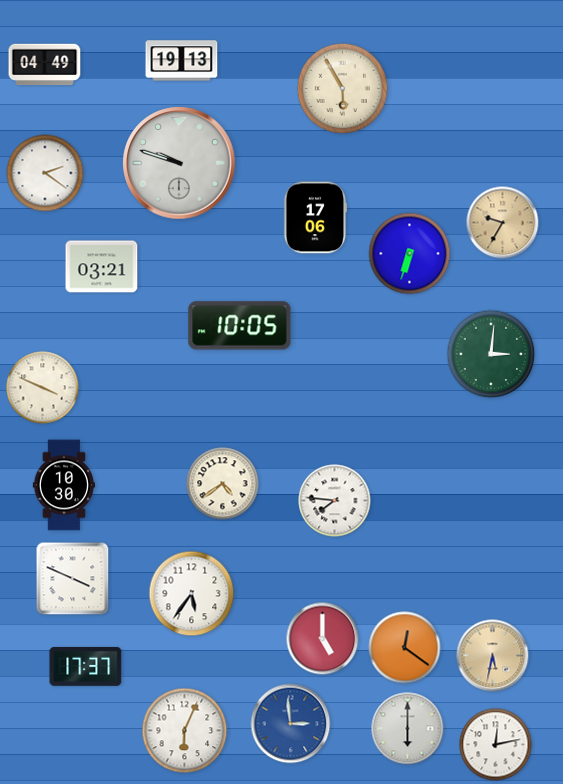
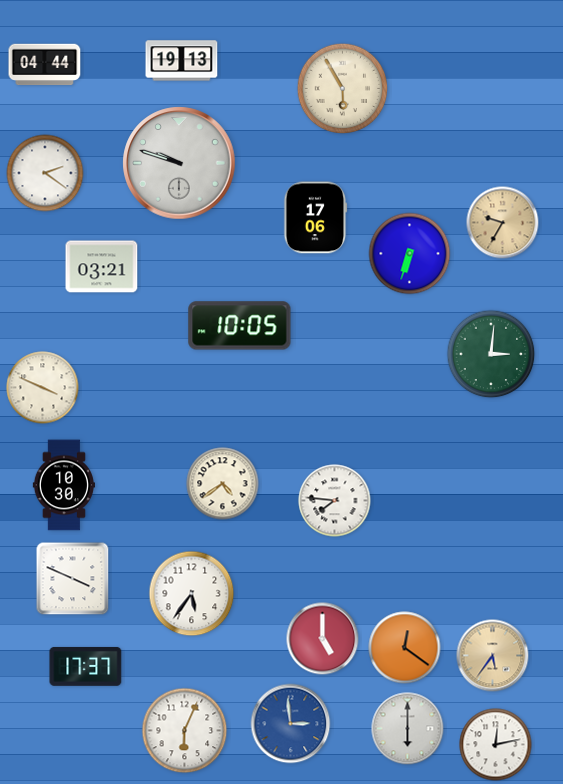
clock at (45, 65): 04:49 -> 04:44
clock at (493, 656): 5:32 -> 5:36
